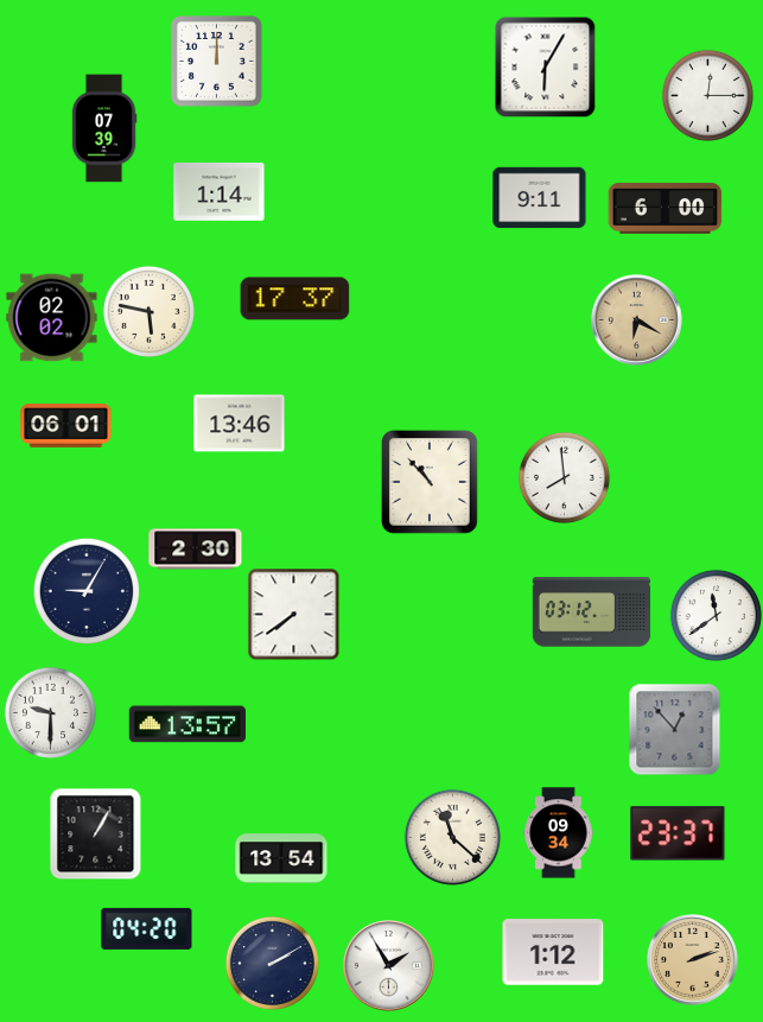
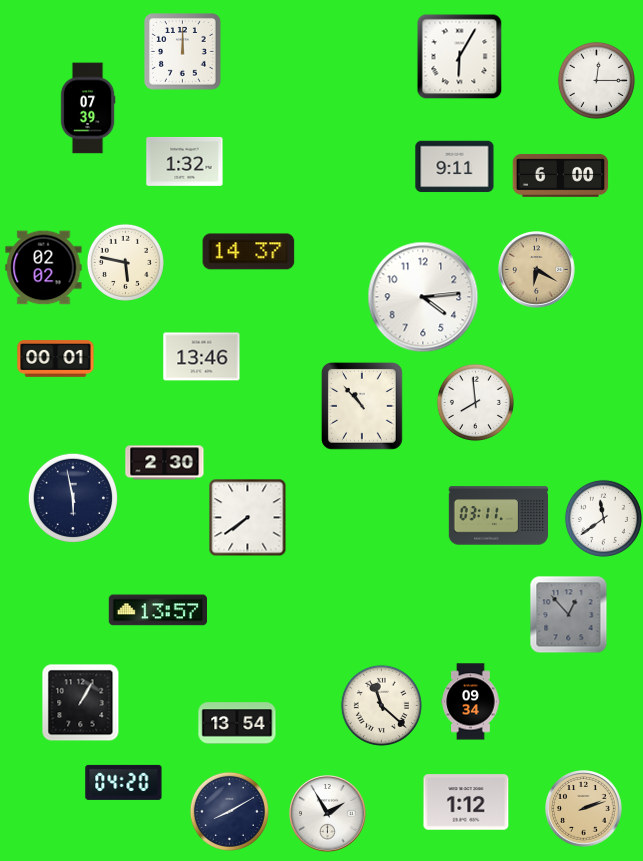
clock at (220, 191): 1:14 -> 1:32
clock at (295, 299): 17:37 -> 14:37
clock at (423, 297): none -> 4:14
clock at (66, 426): 06:01 -> 00:01
clock at (85, 590): 9:05 -> 5:58
clock at (591, 612): 03:12 -> 03:11
clock at (50, 712): 9:30 -> none
clock at (678, 833): 23:37 -> none
clock at (272, 963): 2:10 -> 8:10
